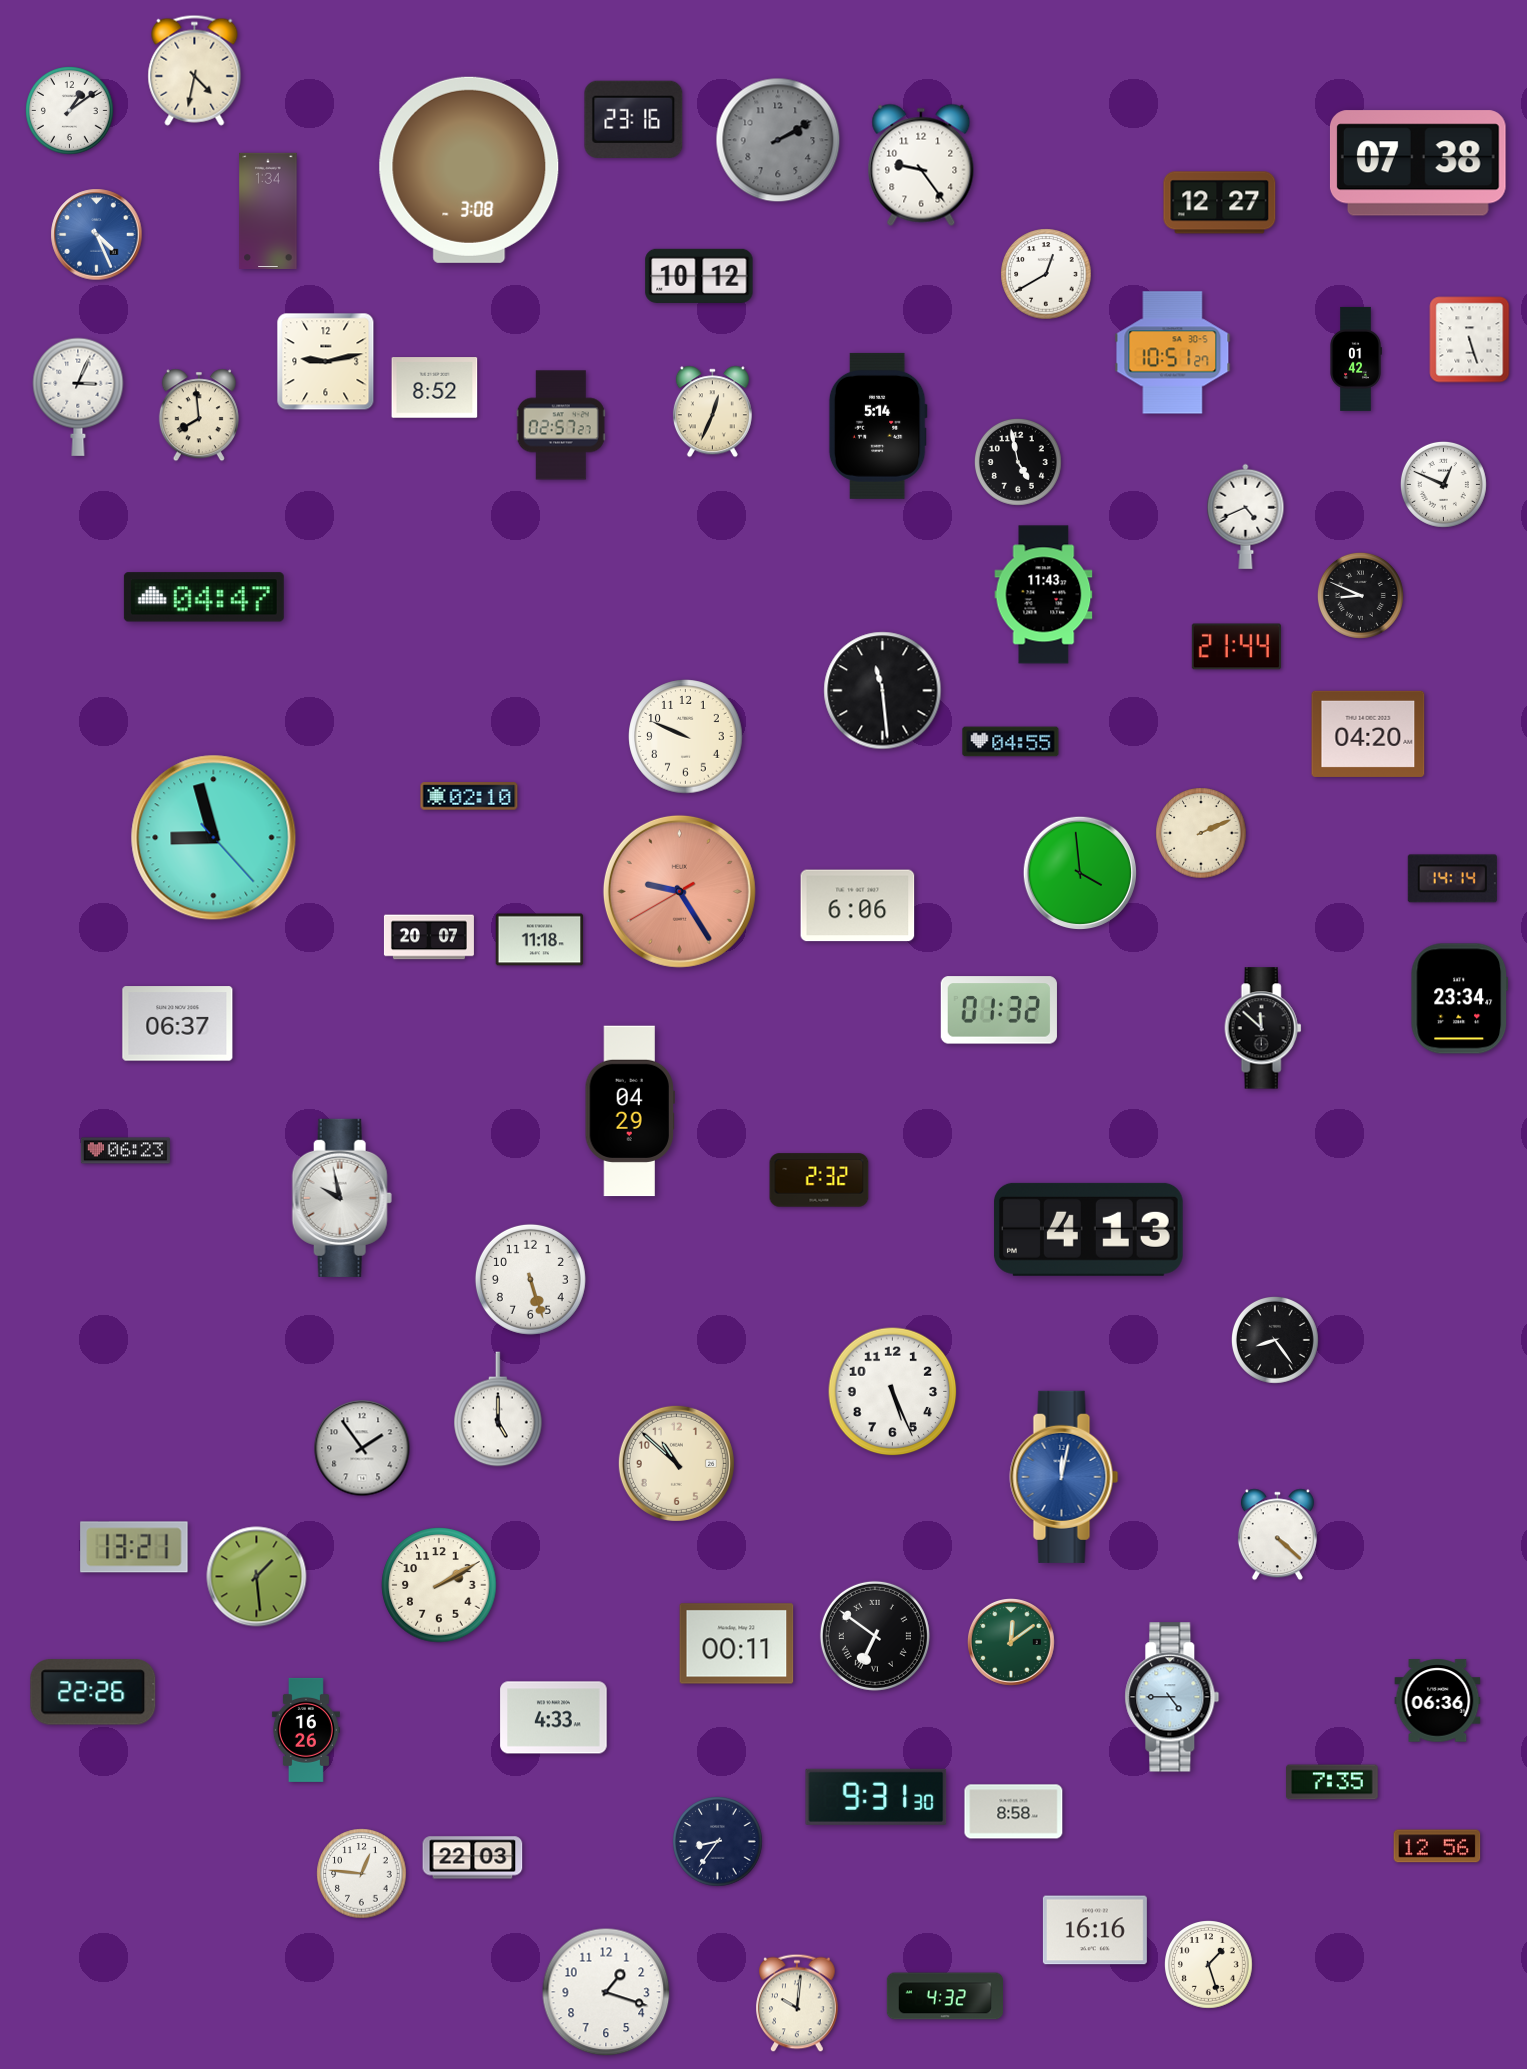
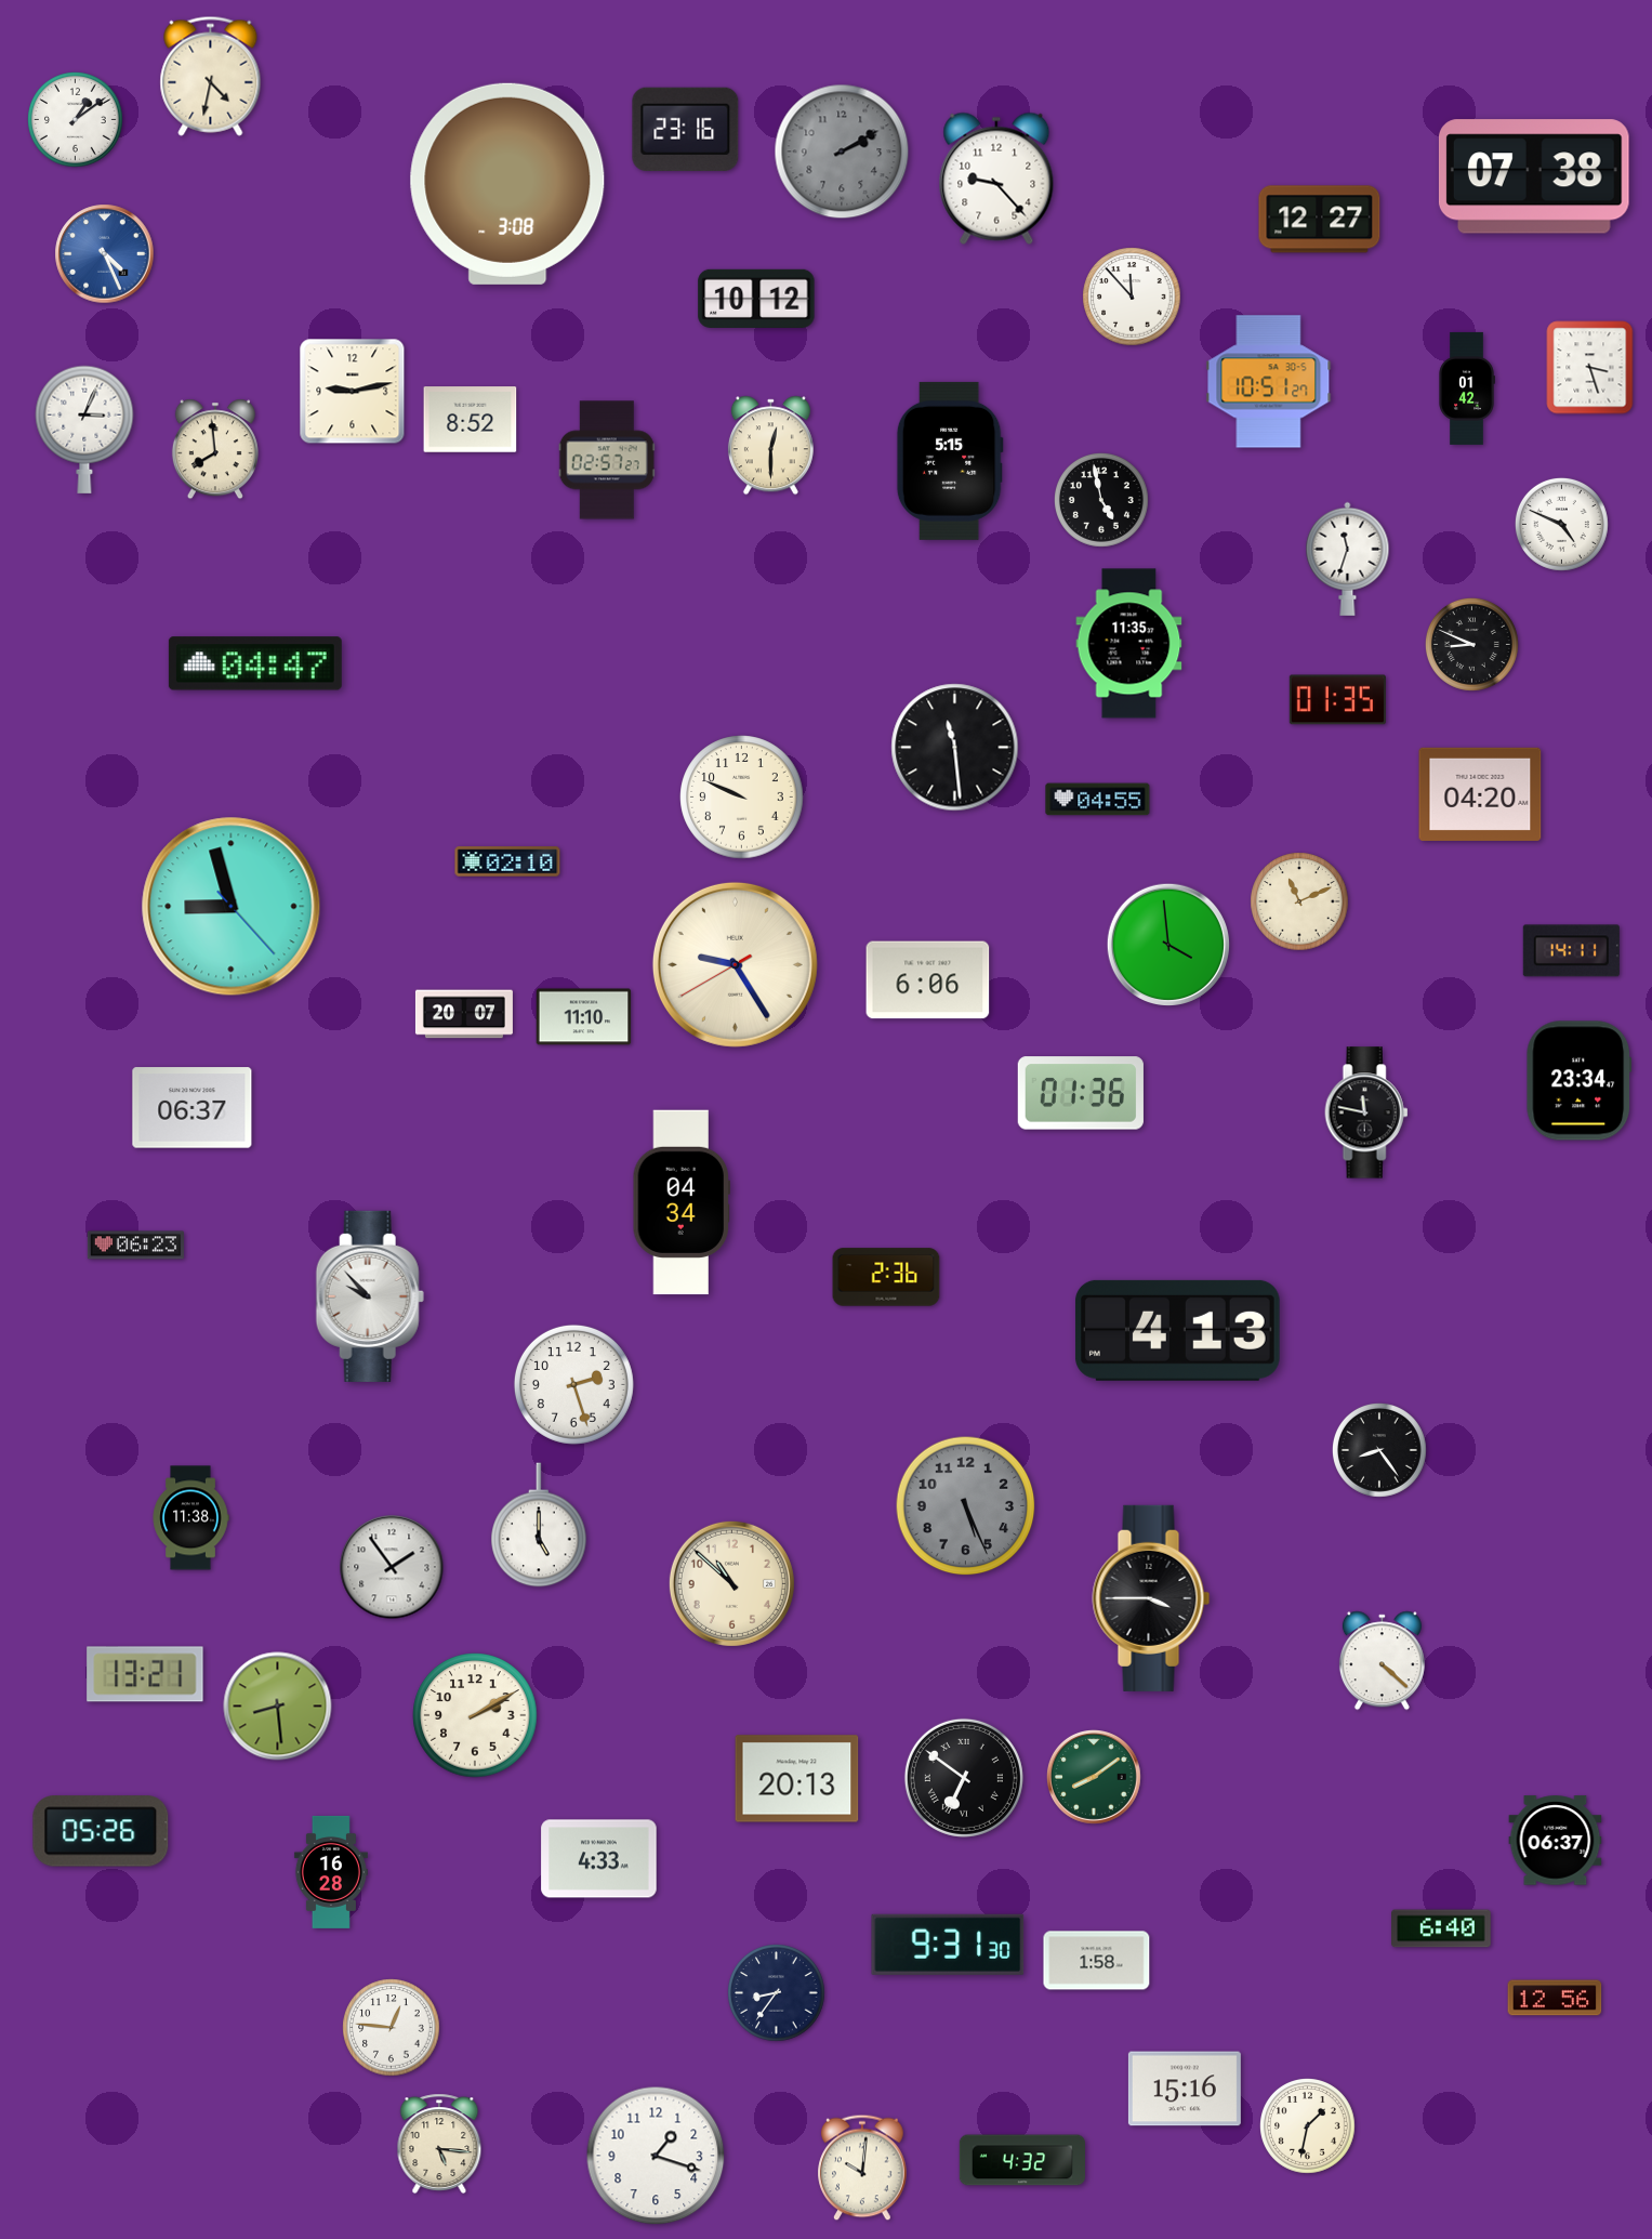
clock at (921, 165): 9:24 -> 9:23
clock at (268, 210): 1:34 -> none
clock at (1046, 274): 12:40 -> 11:53
clock at (1470, 340): 5:27 -> 3:27
clock at (712, 412): 12:34 -> 12:30
clock at (878, 426): 5:14 -> 5:15
clock at (1443, 484): 12:49 -> 4:49
clock at (1246, 516): 4:41 -> 11:33
clock at (1044, 595): 11:43 -> 11:35
clock at (204, 597) position: (204, 597) -> (255, 663)
clock at (1236, 647): 21:44 -> 01:35
clock at (1011, 742) position: (1011, 742) -> (1098, 800)
clock at (1201, 833): 2:11 -> 11:11
clock at (1452, 879): 14:14 -> 14:11
clock at (679, 891) dial: salmon -> cream
clock at (540, 940): 11:18 -> 11:10
clock at (999, 1010): 01:32 -> 01:36
clock at (1263, 1028): 11:52 -> 11:47
clock at (629, 1111): 04:29 -> 04:34
clock at (819, 1180): 2:32 -> 2:36
clock at (342, 1198): 9:58 -> 9:53
clock at (530, 1279): 5:27 -> 2:27
clock at (893, 1392) dial: white -> grey
clock at (190, 1518): none -> 11:38
clock at (1064, 1477): 12:02 -> 3:45
clock at (1064, 1477) dial: blue -> black
clock at (257, 1577): 1:29 -> 8:29
clock at (875, 1636) position: (875, 1636) -> (964, 1778)
clock at (1012, 1643): 12:09 -> 8:09
clock at (737, 1644): 00:11 -> 20:13
clock at (93, 1692): 22:26 -> 05:26
clock at (1172, 1697): 4:45 -> none
clock at (1438, 1701): 06:36 -> 06:37
clock at (306, 1730): 16:26 -> 16:28
clock at (1332, 1782): 7:35 -> 6:40
clock at (1014, 1812): 8:58 -> 1:58
clock at (473, 1858): 22:03 -> none
clock at (1095, 1930): 16:16 -> 15:16
clock at (1209, 1965): 1:27 -> 1:32
clock at (439, 2144): none -> 5:16
